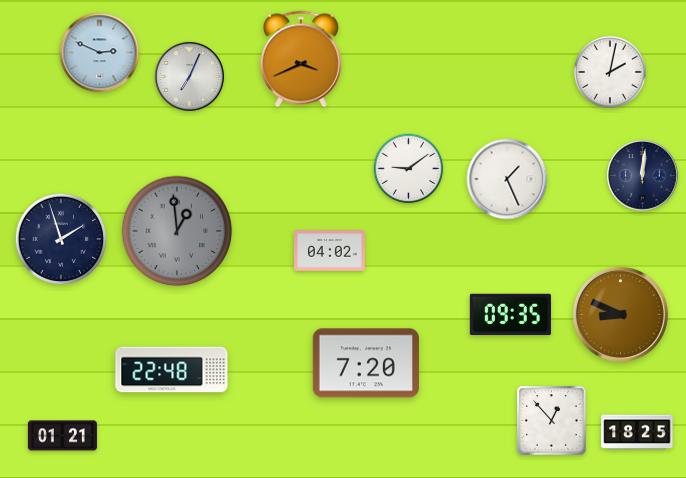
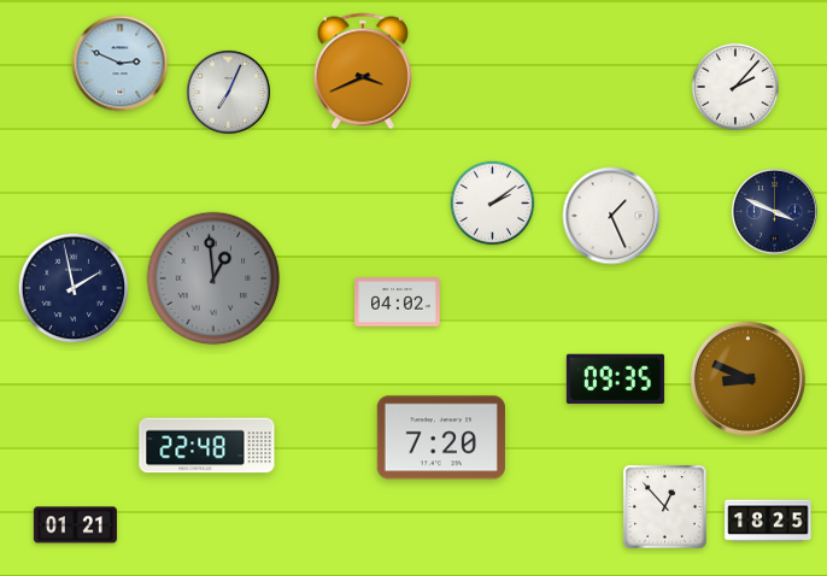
clock at (610, 72): 2:02 -> 2:07
clock at (409, 169): 9:09 -> 2:09
clock at (643, 176): 12:01 -> 3:49
clock at (61, 239): 1:57 -> 1:58
